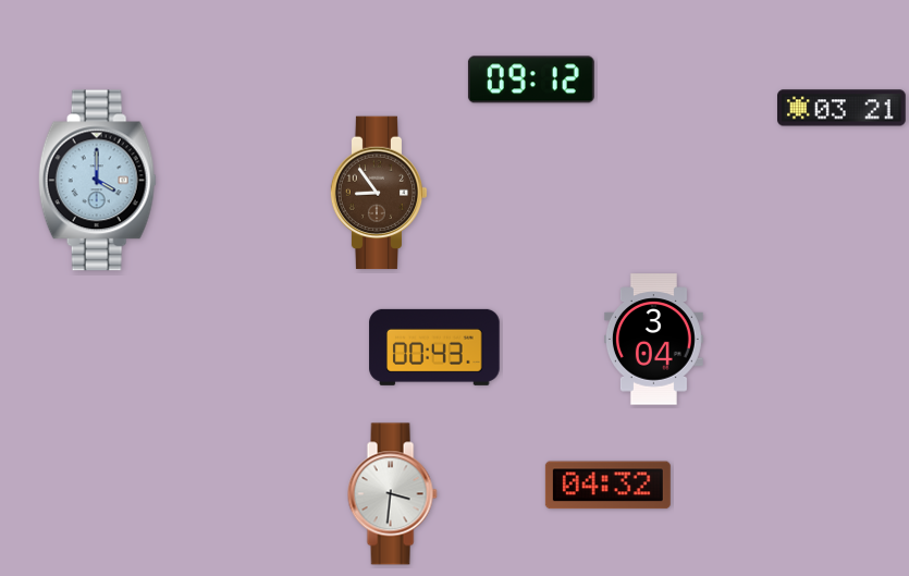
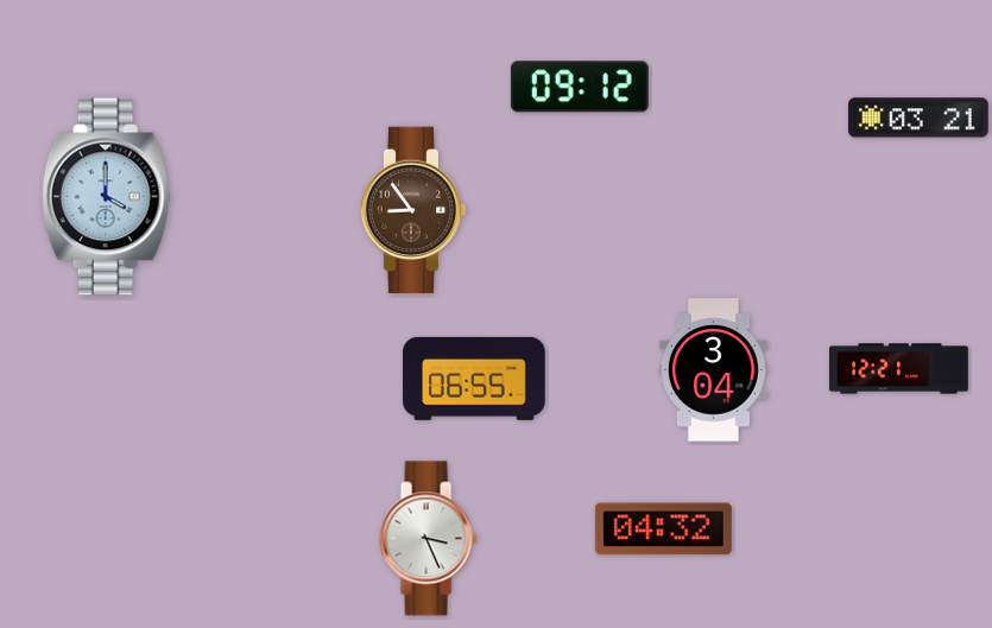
clock at (899, 369): none -> 12:21
clock at (434, 347): 00:43 -> 06:55
clock at (392, 494): 3:31 -> 3:26
